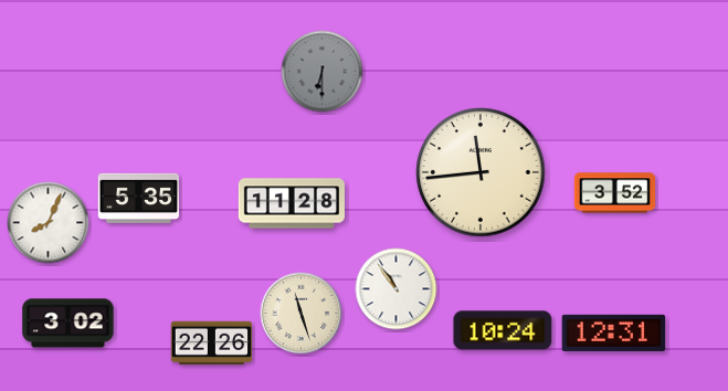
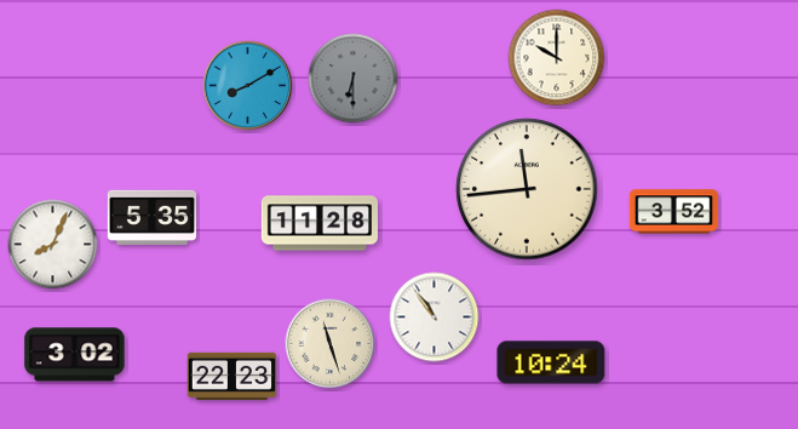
clock at (557, 58): none -> 10:00
clock at (248, 86): none -> 8:10
clock at (614, 332): 12:31 -> none
clock at (212, 344): 22:26 -> 22:23
